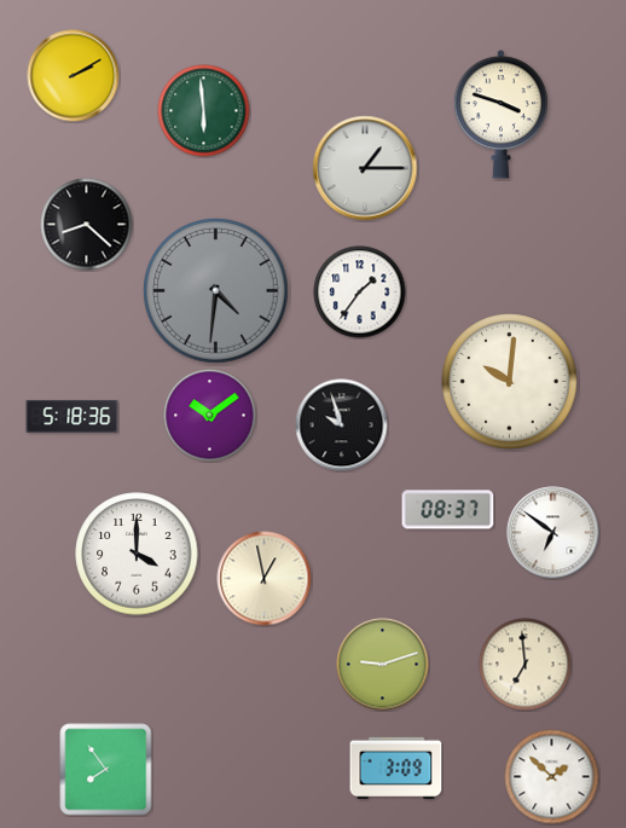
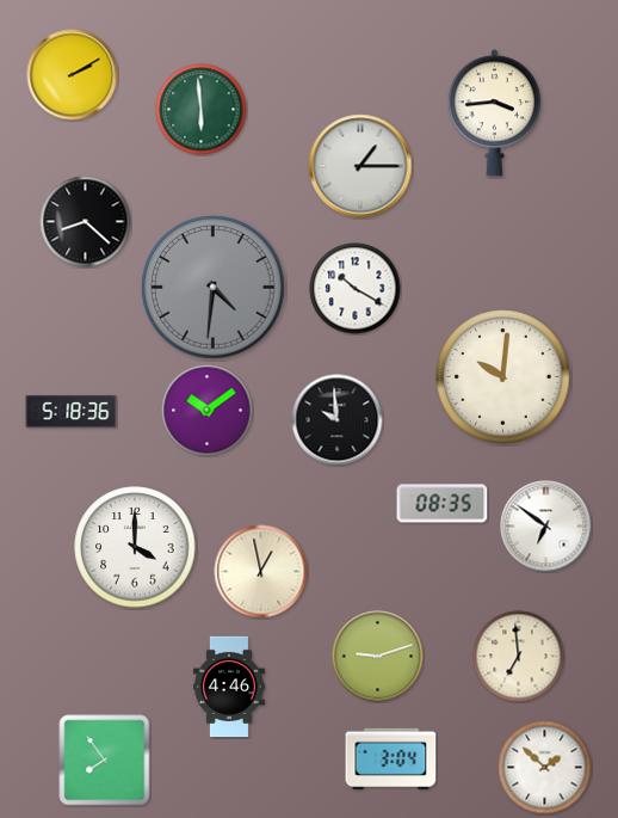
clock at (500, 115): 3:48 -> 3:44
clock at (360, 293): 1:36 -> 10:20
clock at (342, 425): 9:57 -> 9:59
clock at (448, 510): 08:37 -> 08:35
clock at (229, 687): none -> 4:46
clock at (396, 768): 3:09 -> 3:04
